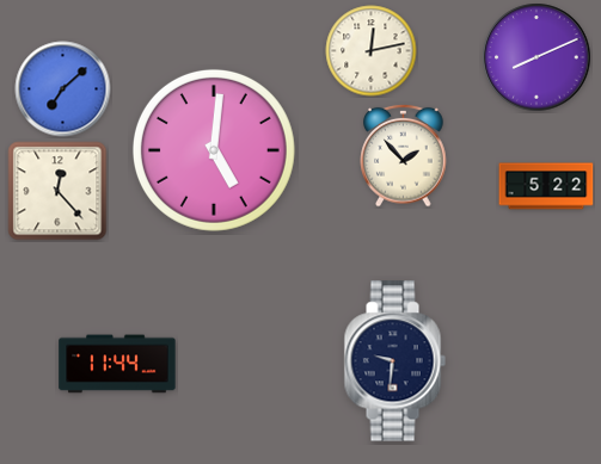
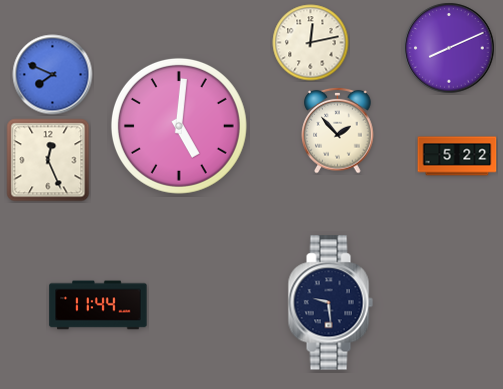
clock at (63, 89): 7:08 -> 7:49
clock at (57, 191): 12:23 -> 12:26
clock at (394, 361): 9:31 -> 9:29
